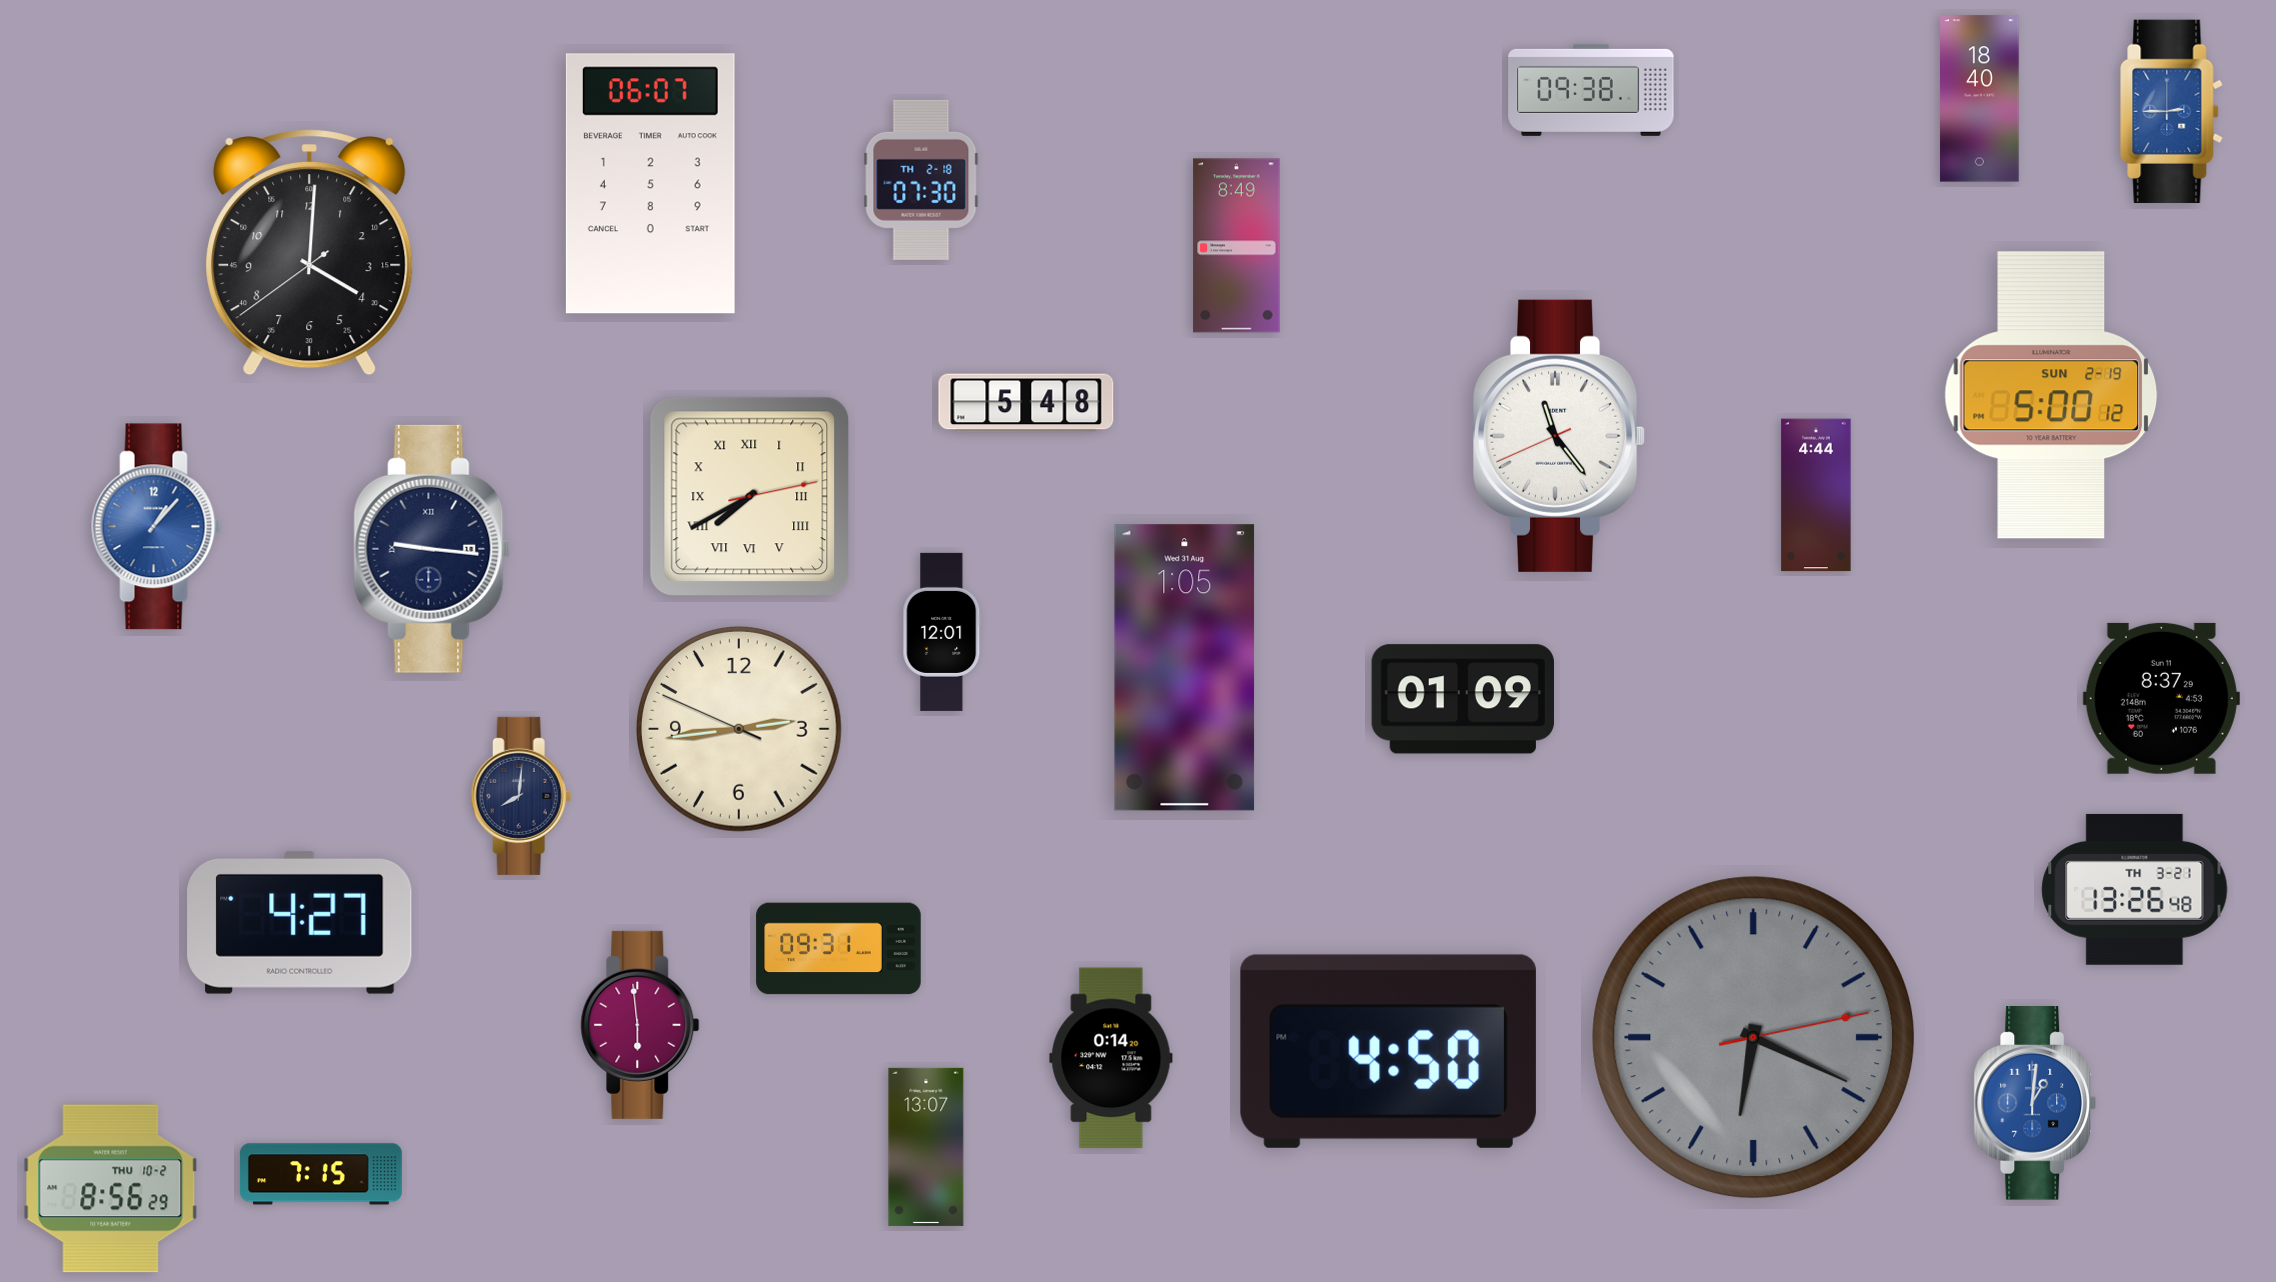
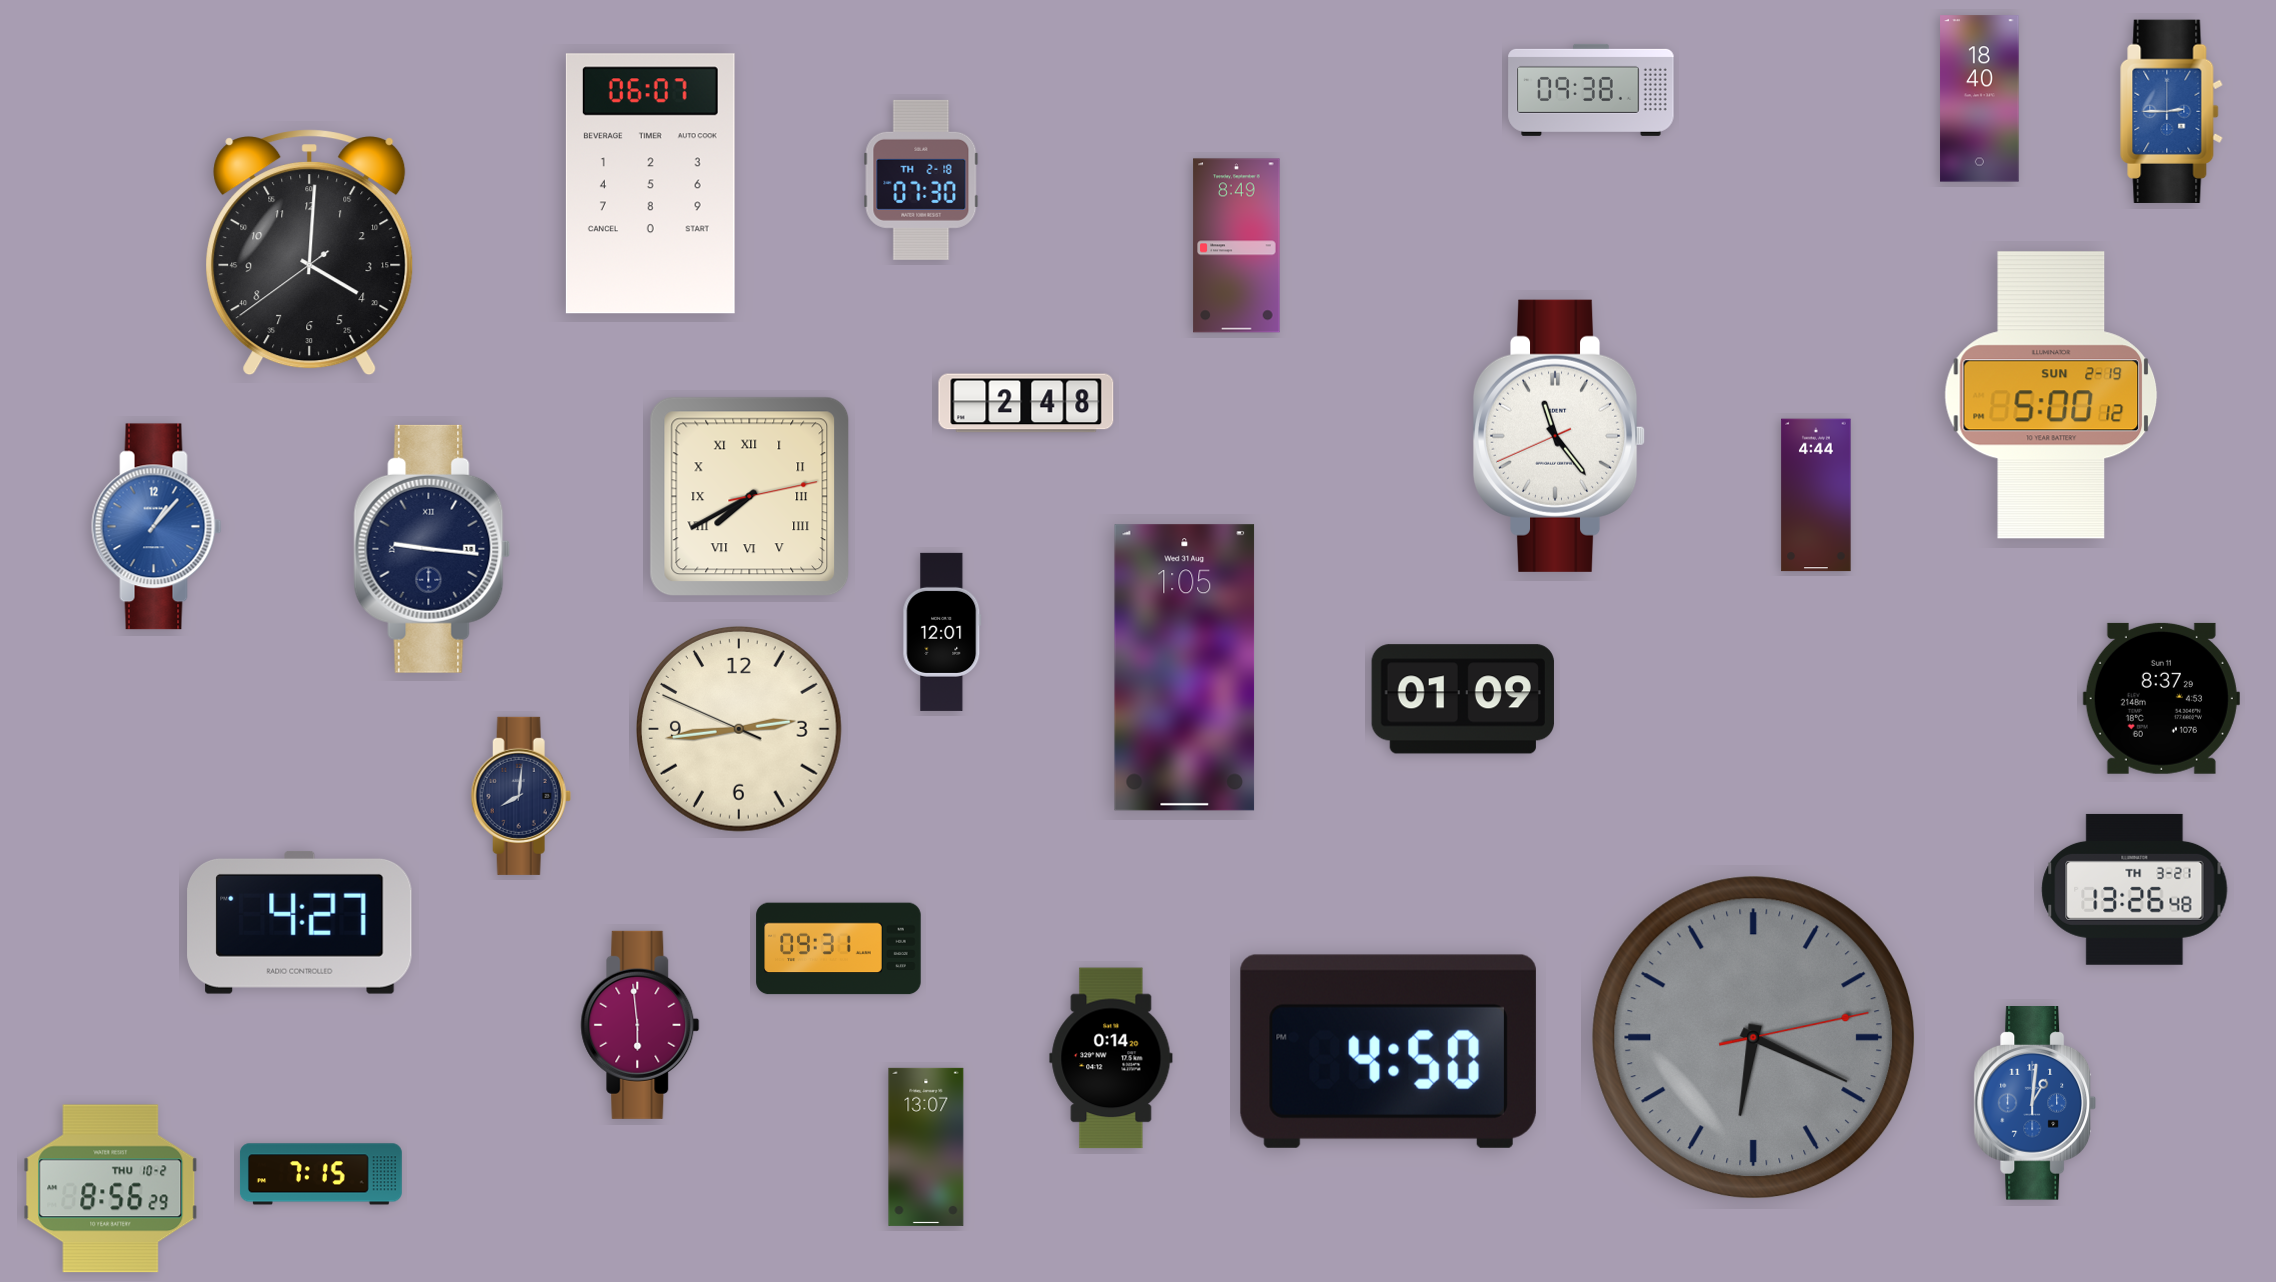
clock at (1026, 403): 5:48 -> 2:48
